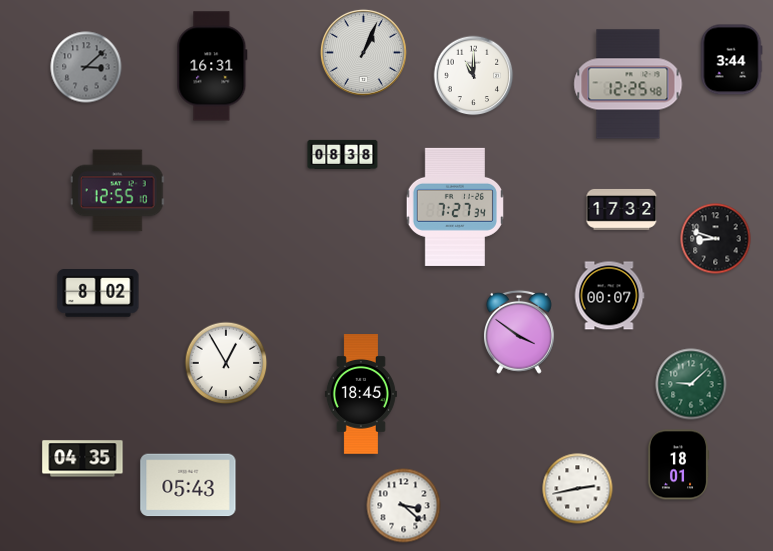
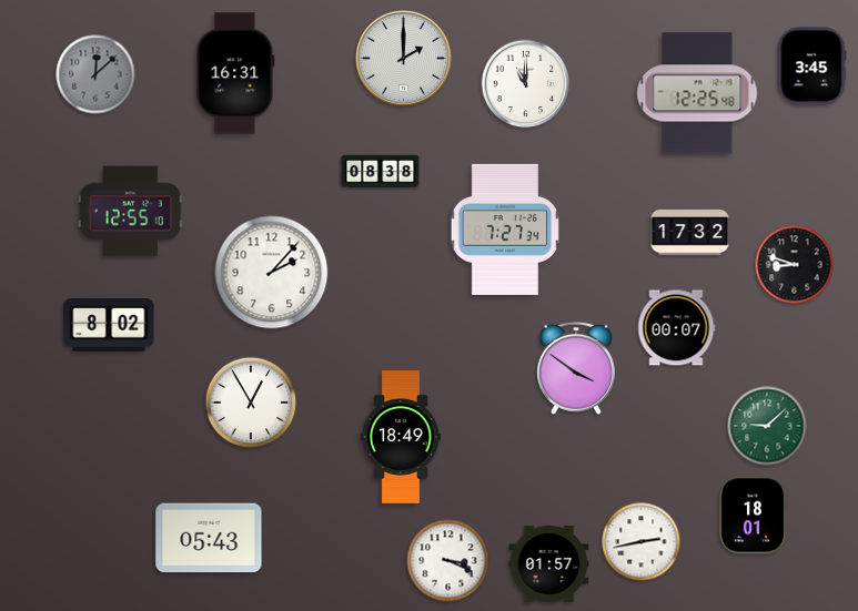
clock at (363, 52): 1:04 -> 2:00
clock at (731, 60): 3:44 -> 3:45
clock at (86, 67): 3:08 -> 12:08
clock at (272, 273): none -> 2:07
clock at (361, 394): 18:45 -> 18:49
clock at (83, 459): 04:35 -> none
clock at (404, 506): 3:22 -> 3:19
clock at (549, 563): none -> 01:57
